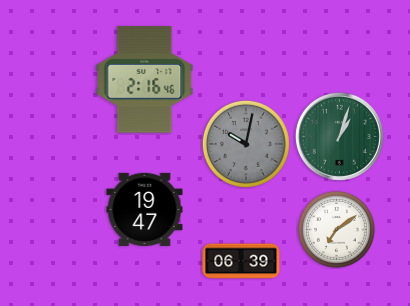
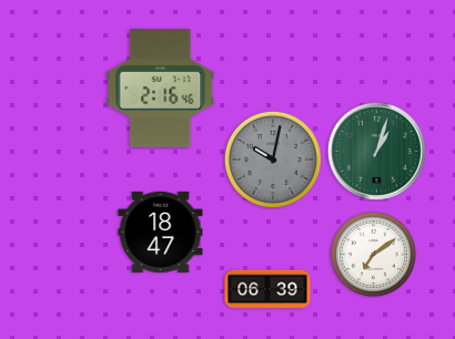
clock at (145, 209): 19:47 -> 18:47
